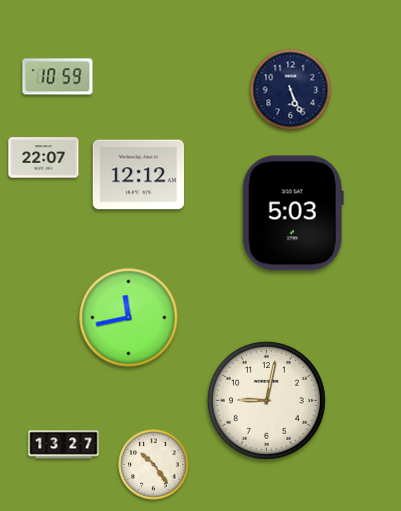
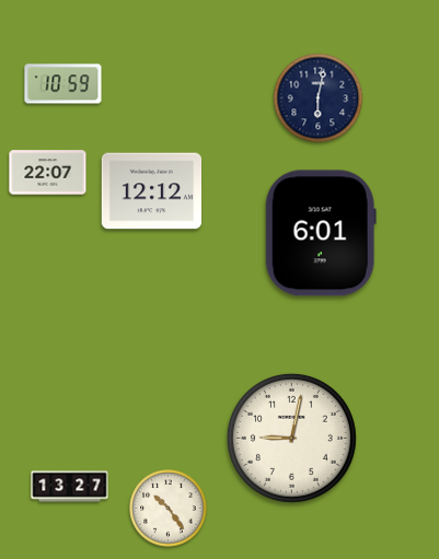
clock at (291, 90): 5:26 -> 6:02
clock at (293, 213): 5:03 -> 6:01
clock at (129, 318): 11:43 -> none
